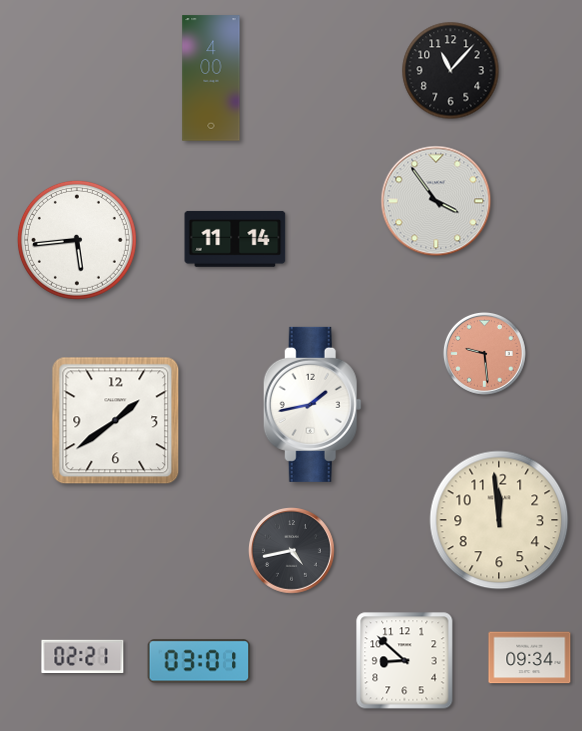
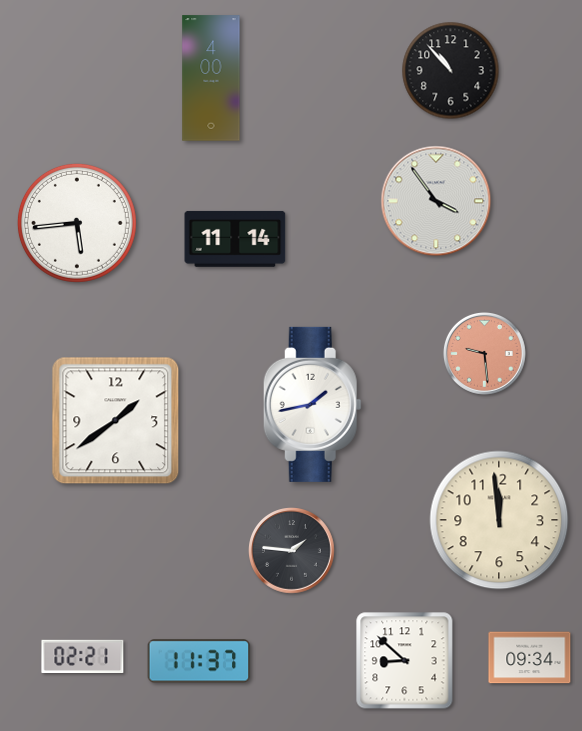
clock at (451, 71): 11:07 -> 10:53
clock at (77, 240) position: (77, 240) -> (77, 223)
clock at (292, 551): 4:43 -> 1:46
clock at (199, 661): 03:01 -> 11:37
